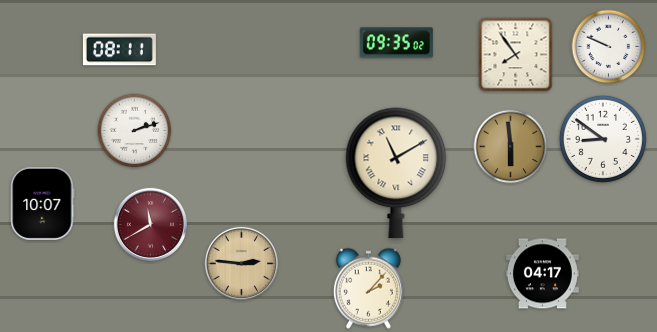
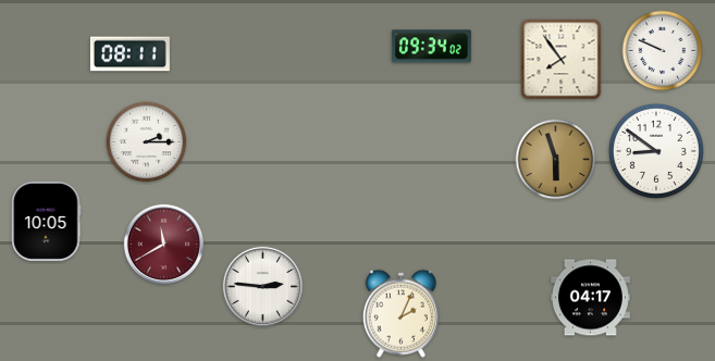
clock at (396, 43): 09:35 -> 09:34
clock at (135, 131): 2:12 -> 2:15
clock at (511, 147): 5:59 -> 5:57
clock at (396, 173): 11:10 -> none
clock at (43, 203): 10:07 -> 10:05
clock at (241, 263) dial: champagne -> white
clock at (368, 288): 2:07 -> 2:04
